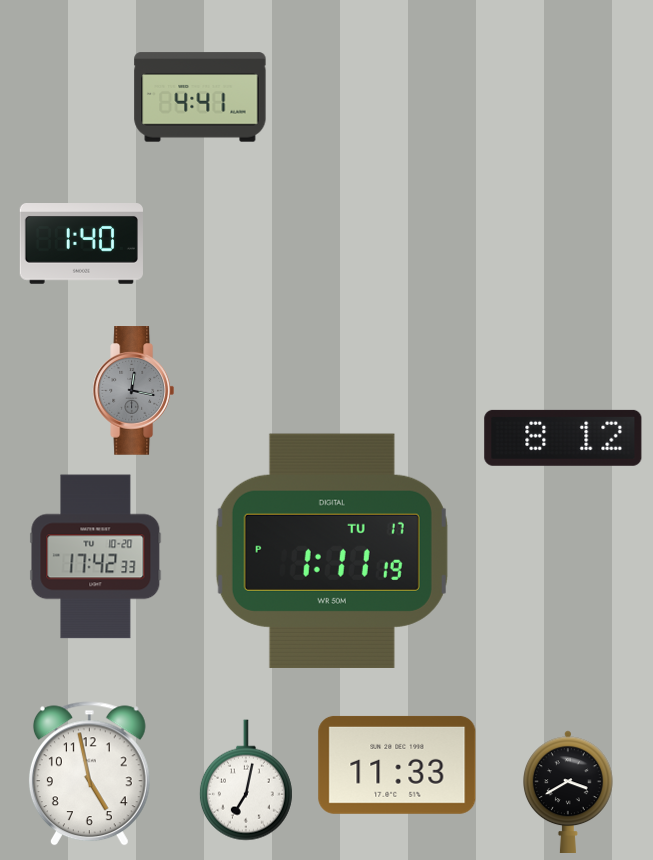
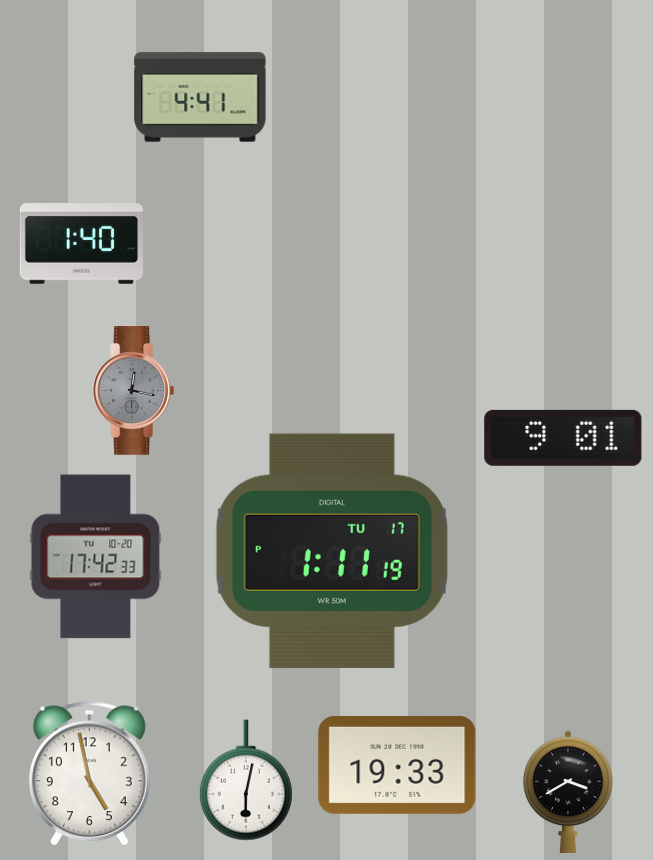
clock at (563, 438): 8:12 -> 9:01
clock at (397, 765): 11:33 -> 19:33
clock at (246, 780): 7:02 -> 6:02
